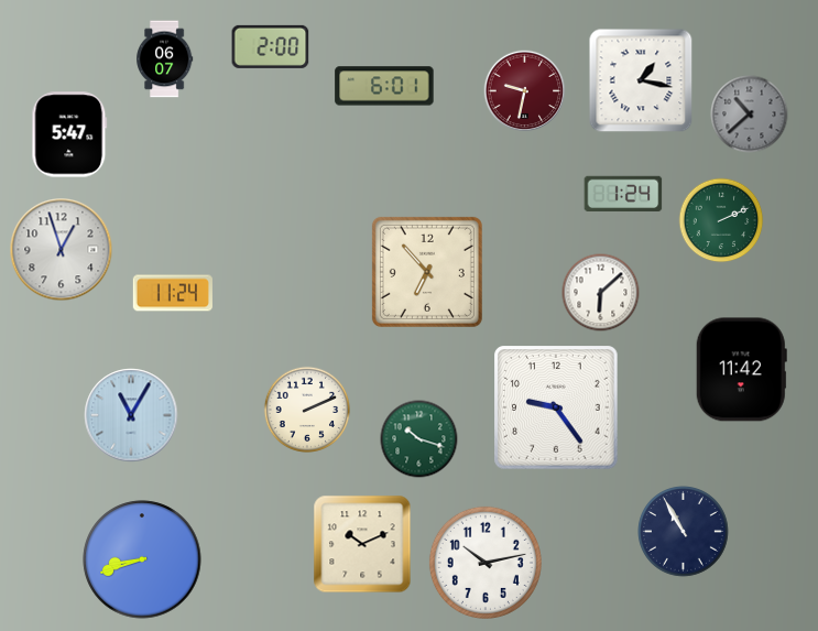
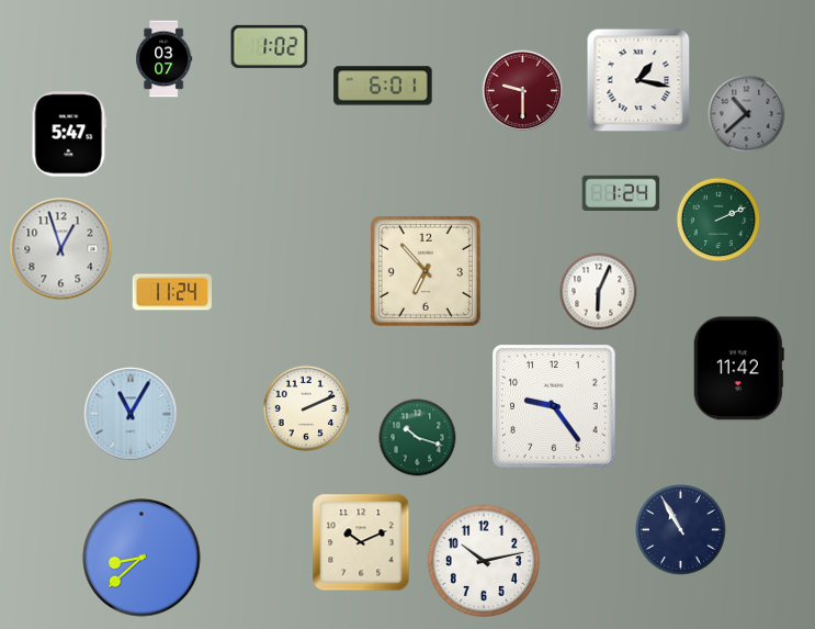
clock at (271, 46): 2:00 -> 1:02
clock at (165, 59): 06:07 -> 03:07
clock at (525, 91): 9:32 -> 9:30
clock at (601, 293): 6:08 -> 6:04
clock at (142, 559): 8:42 -> 8:38
